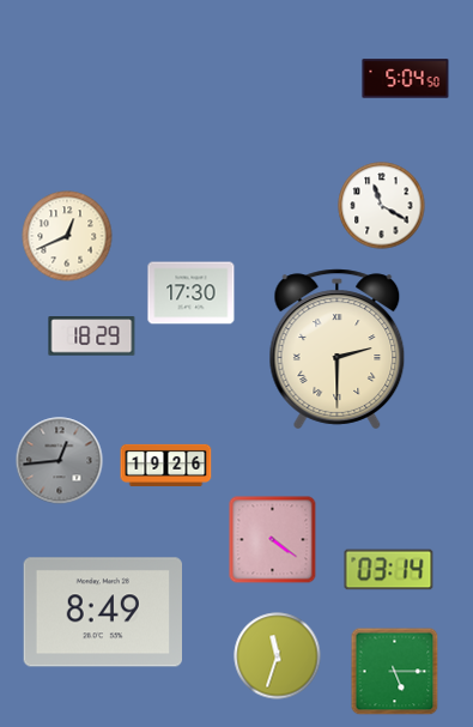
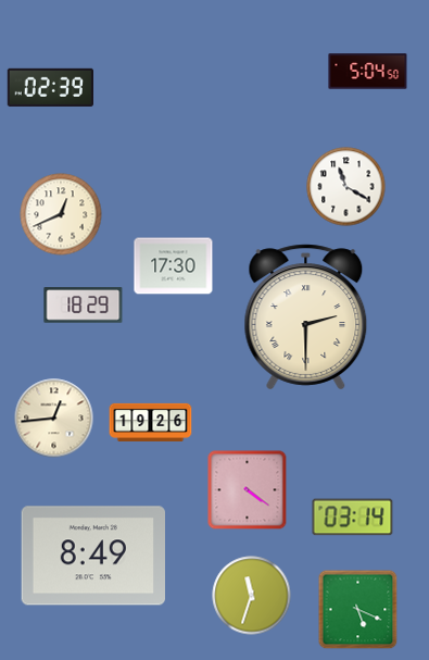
clock at (50, 87): none -> 02:39
clock at (60, 461) dial: grey -> cream
clock at (395, 672): 5:15 -> 5:19
